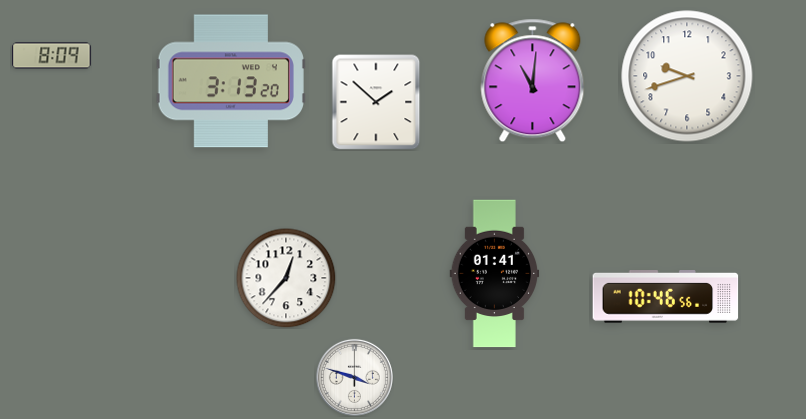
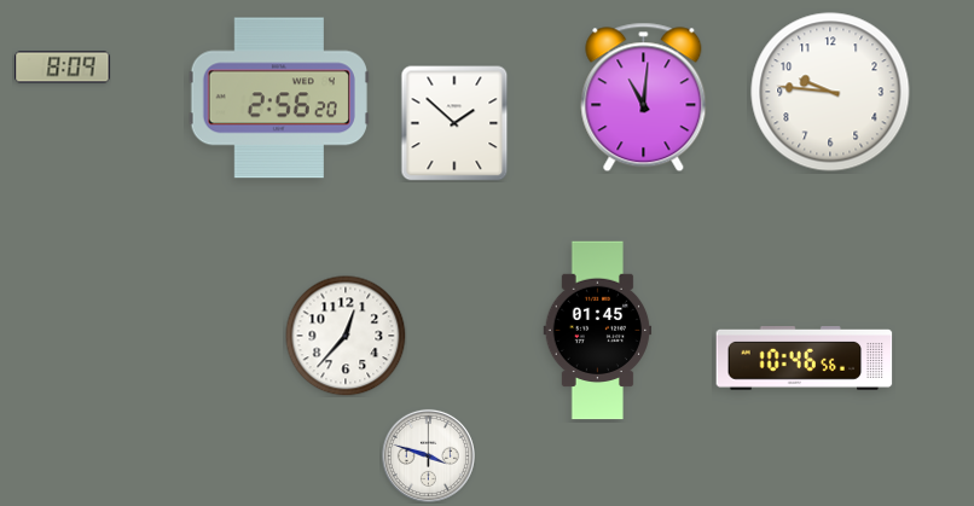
clock at (687, 76): 9:42 -> 9:46
clock at (231, 81): 3:13 -> 2:56
clock at (495, 274): 01:41 -> 01:45
